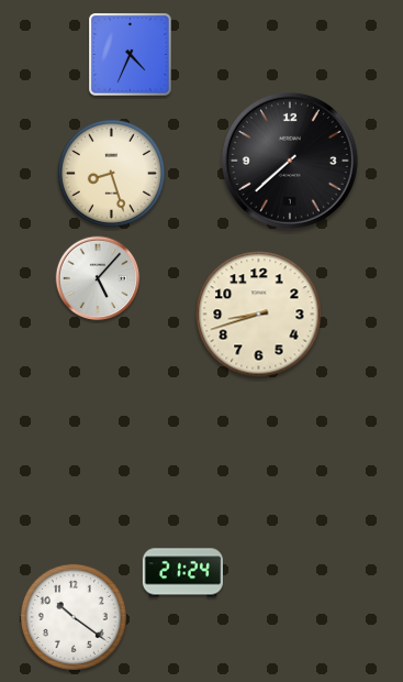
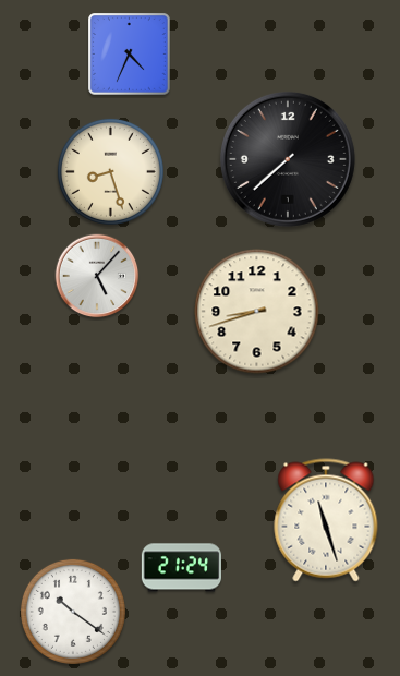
clock at (326, 520): none -> 11:27
